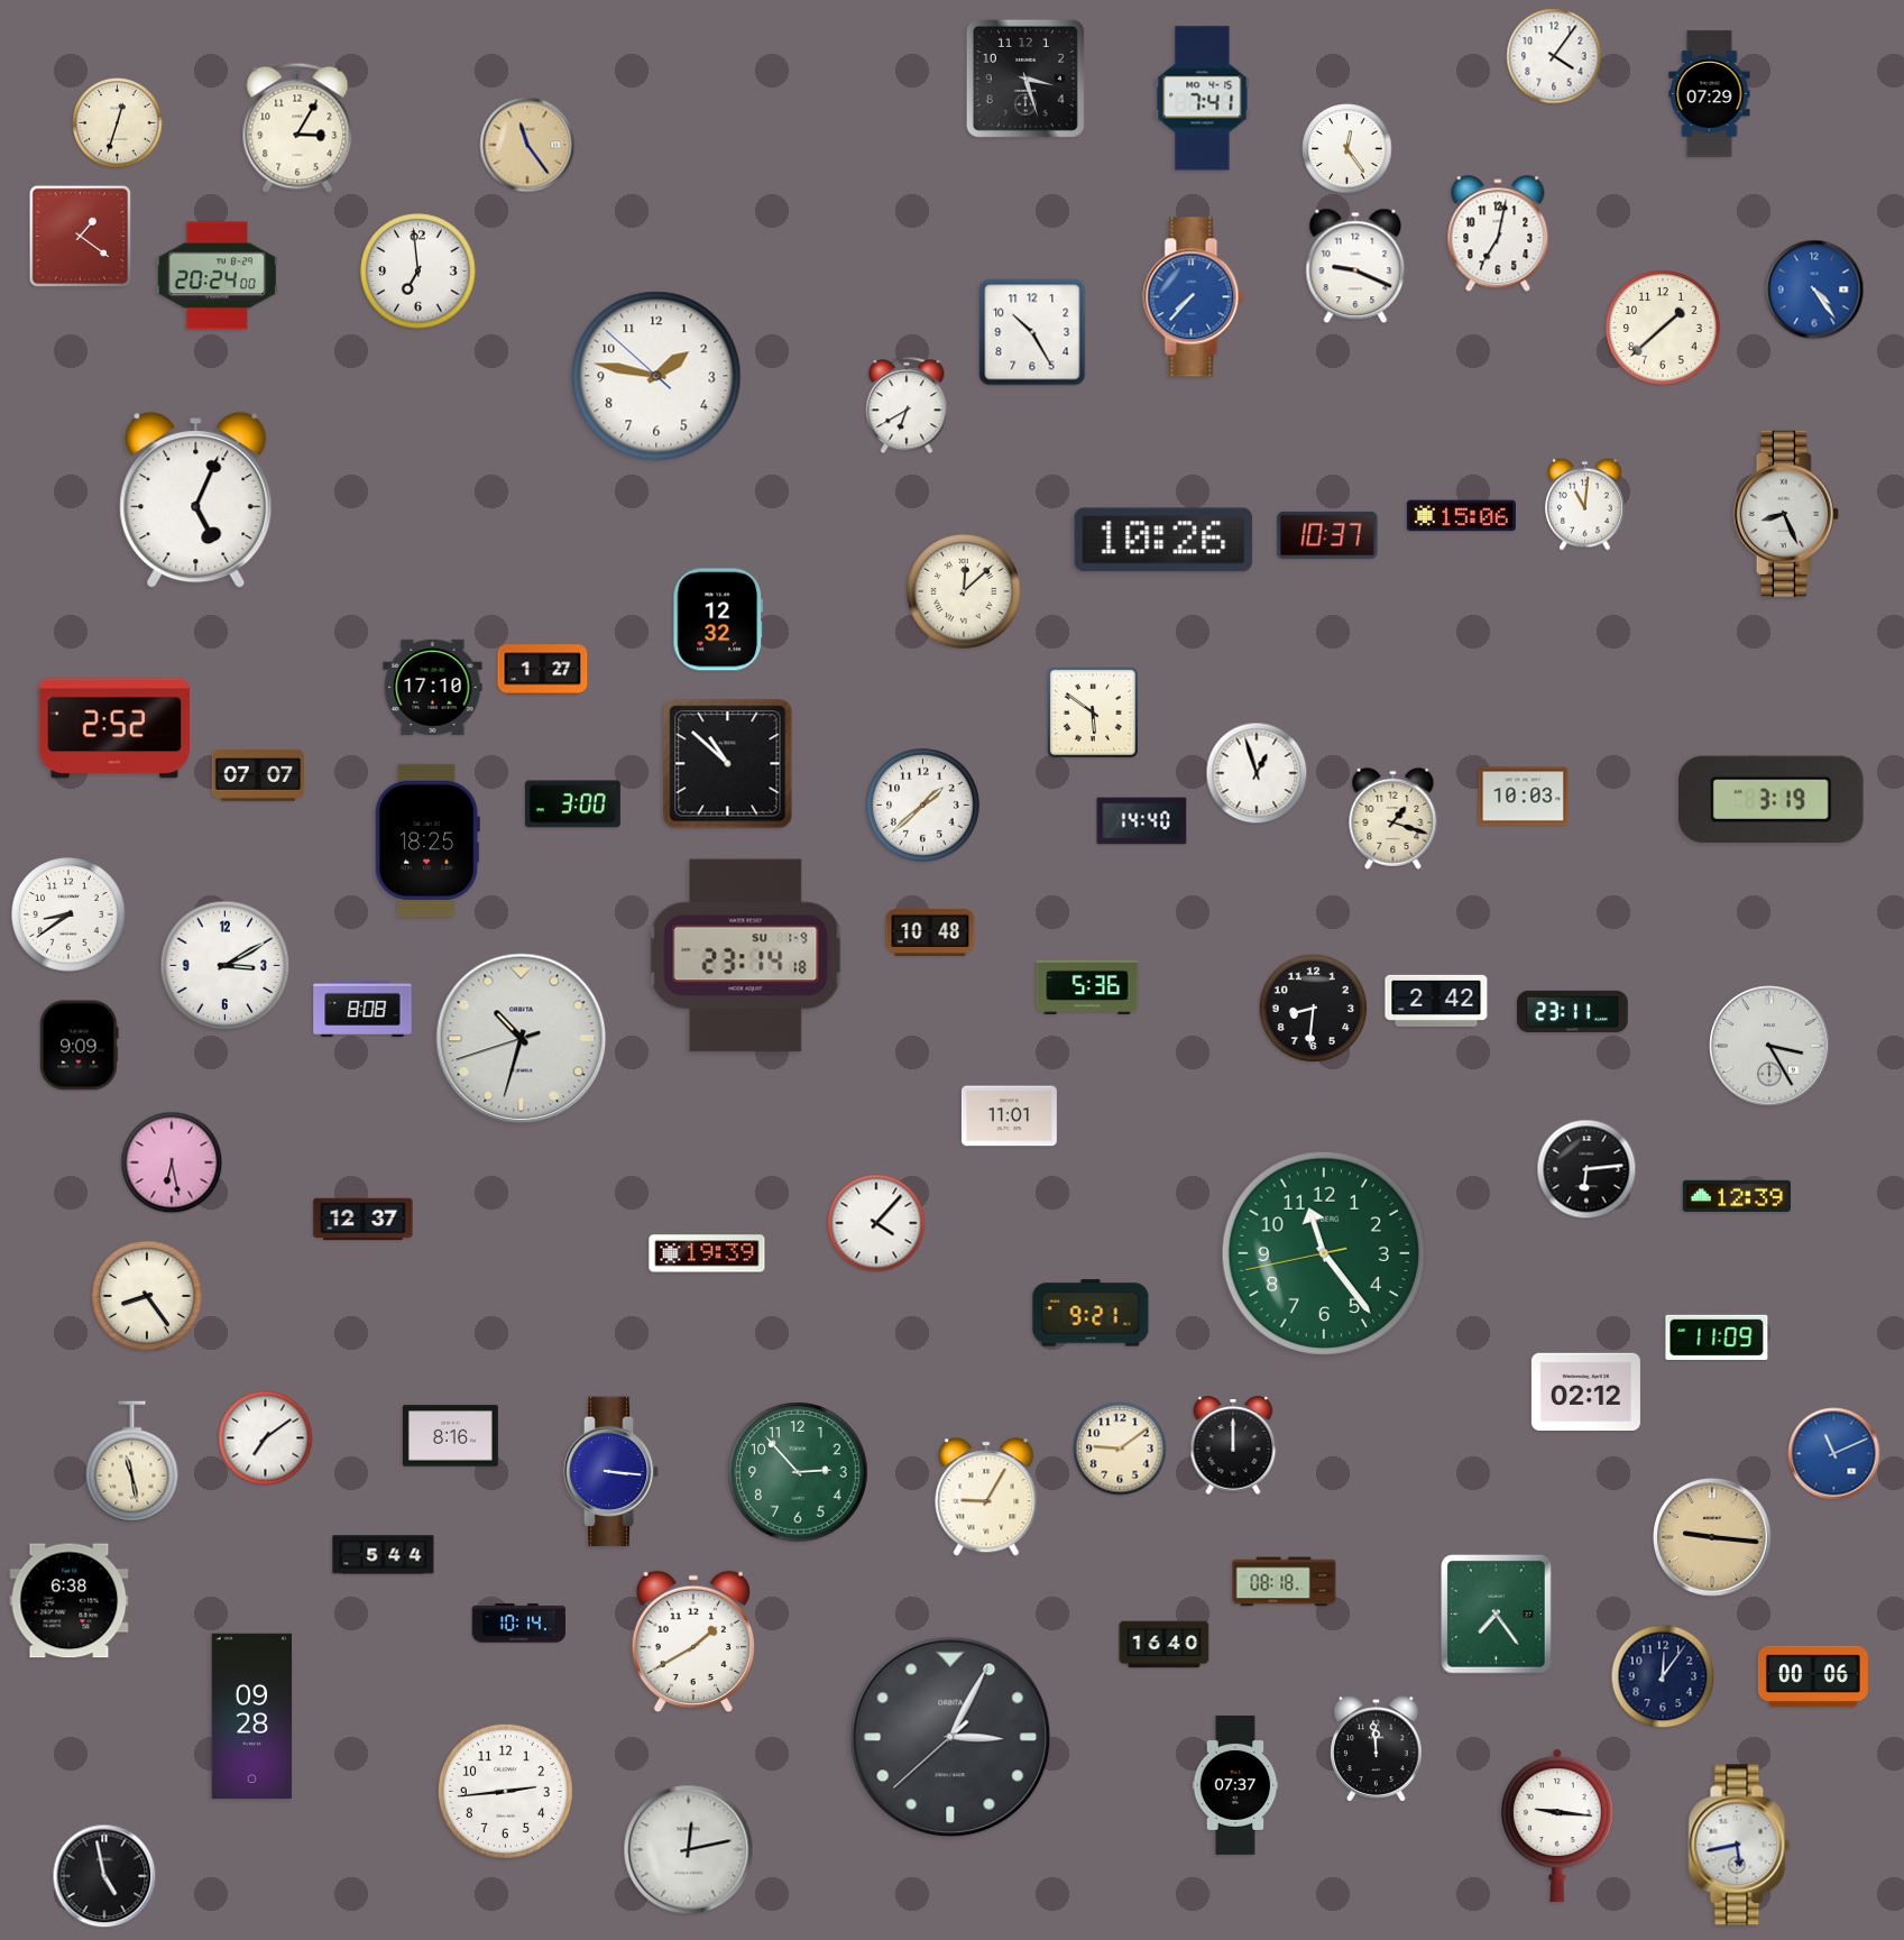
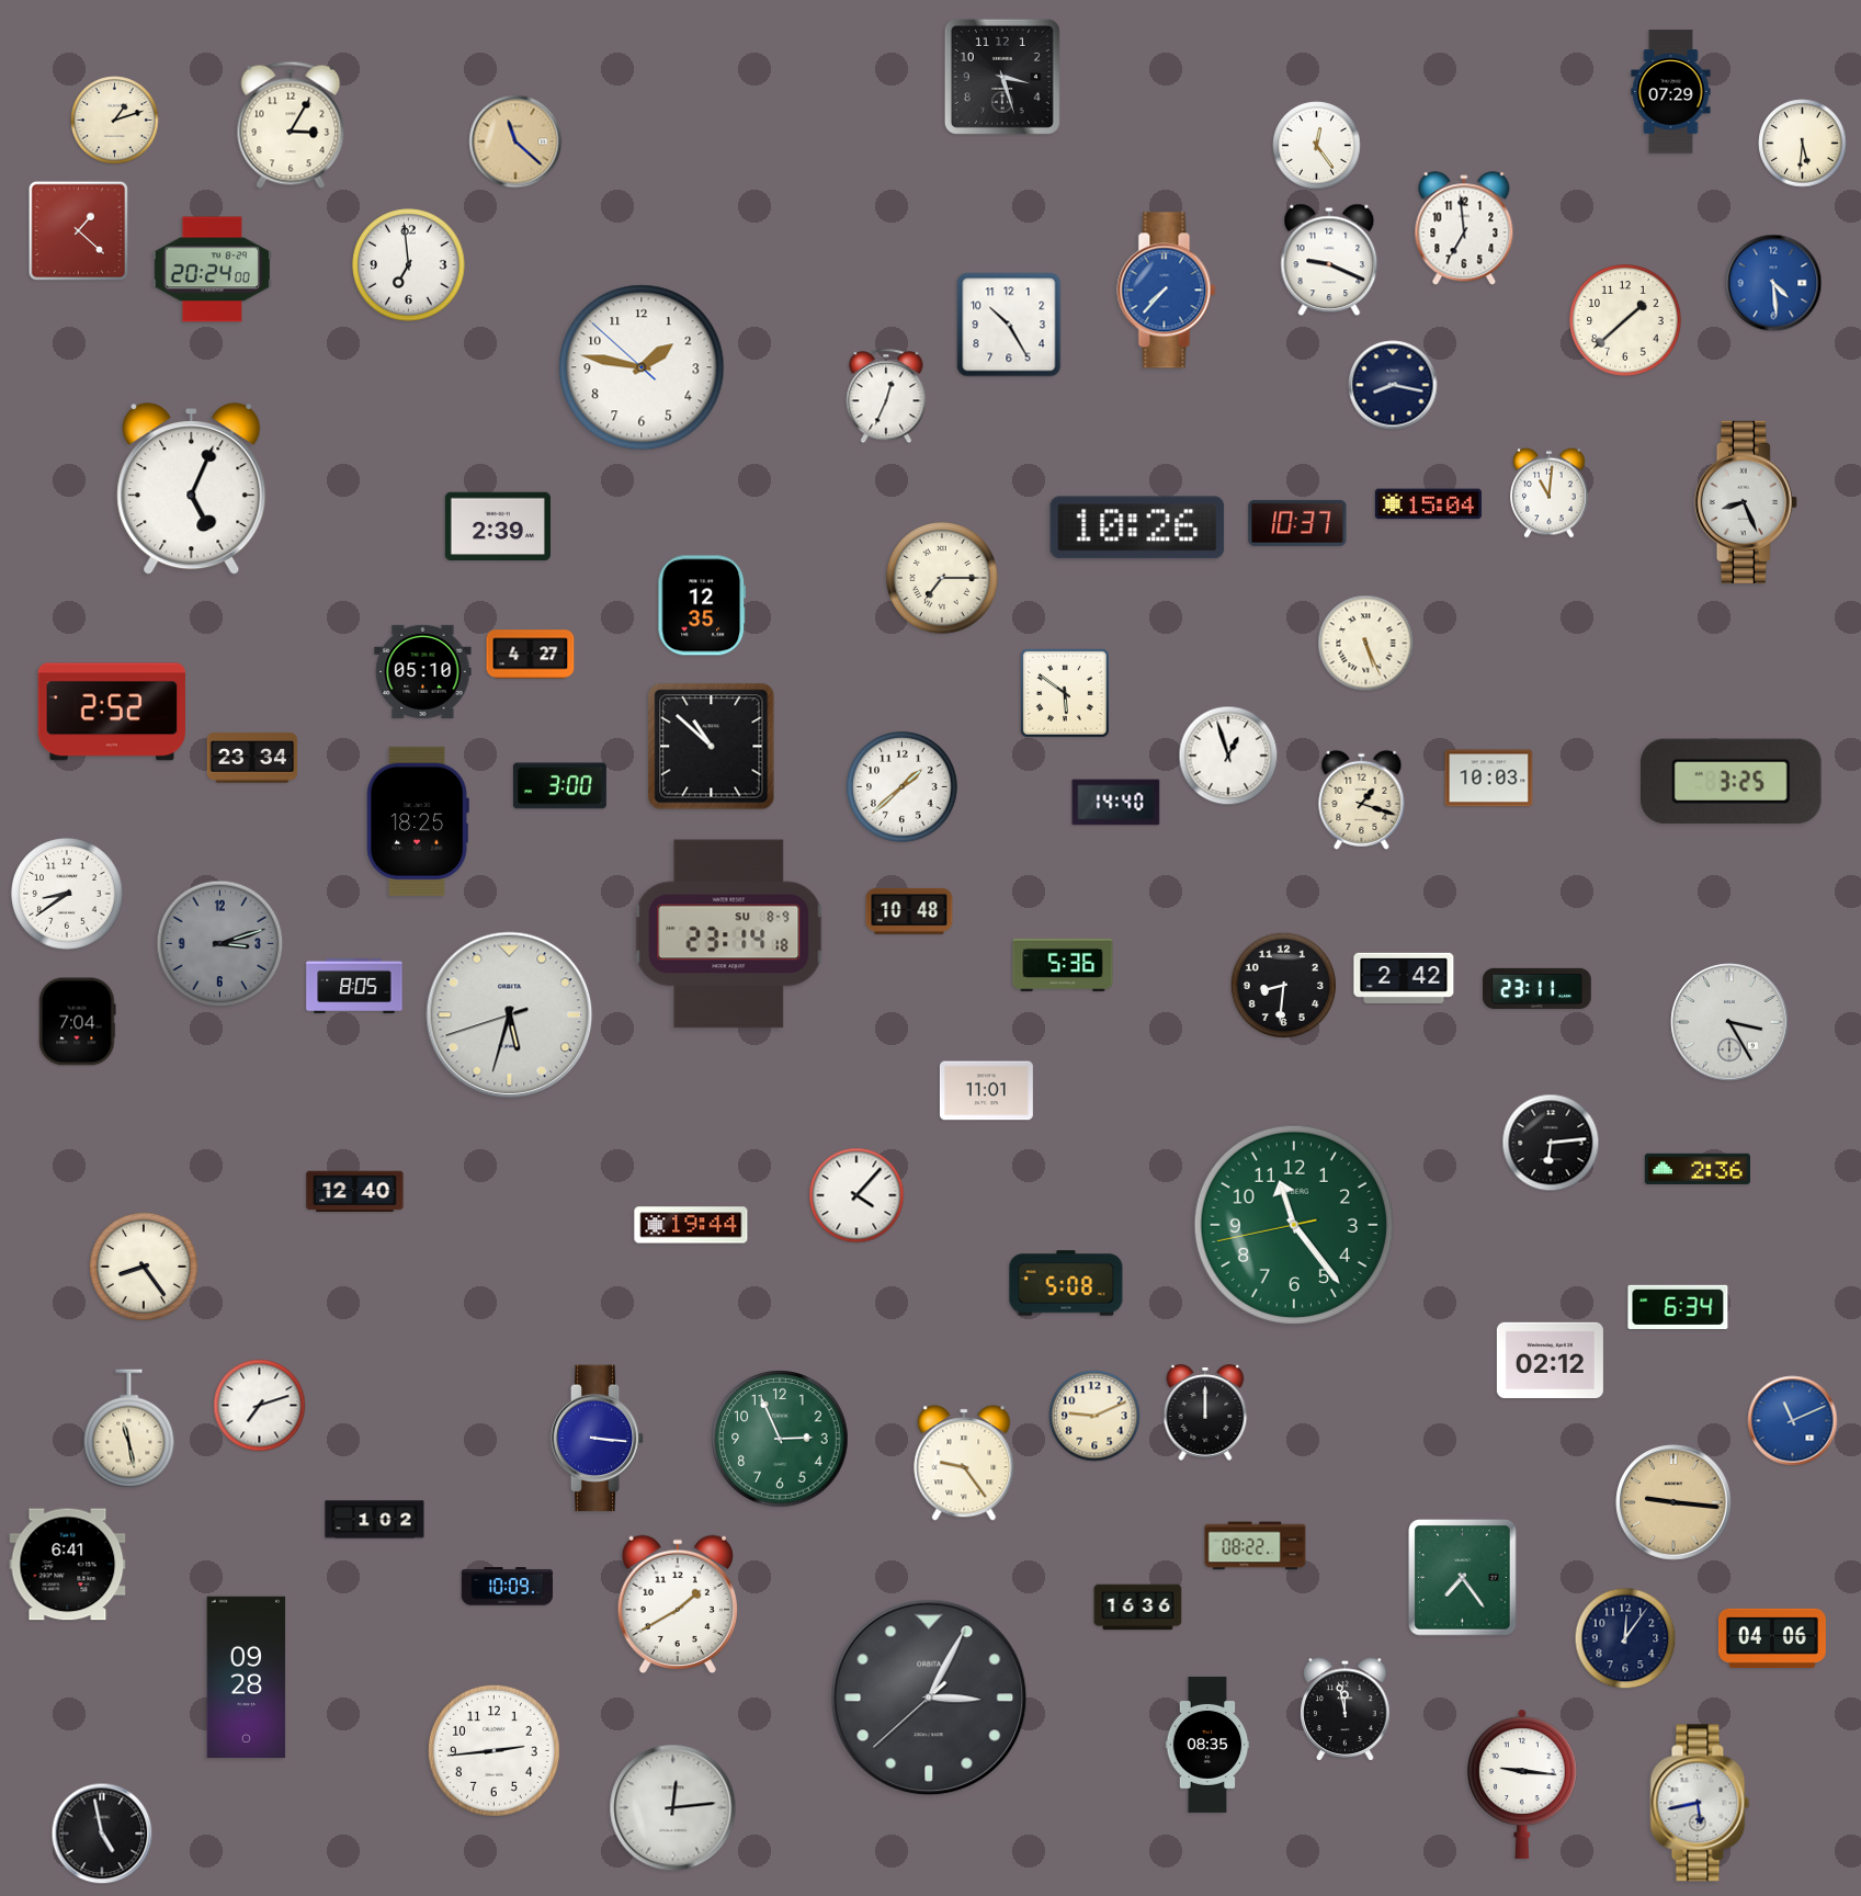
clock at (1554, 56): 4:06 -> none
clock at (1203, 99): 7:41 -> none
clock at (118, 123): 12:33 -> 1:12
clock at (527, 145): 11:24 -> 11:22
clock at (1803, 144): none -> 5:31
clock at (1498, 235): 7:02 -> 6:59
clock at (80, 236): 1:21 -> 1:22
clock at (1355, 266) position: (1355, 266) -> (1329, 260)
clock at (1814, 289): 4:24 -> 4:29
clock at (1393, 385): none -> 8:17
clock at (907, 405): 6:40 -> 12:34
clock at (1461, 516): 15:06 -> 15:04
clock at (498, 526): none -> 2:39
clock at (964, 591): 12:08 -> 7:15
clock at (718, 619): 12:32 -> 12:35
clock at (1366, 644): none -> 5:26
clock at (543, 670): 1:27 -> 4:27
clock at (433, 687): 17:10 -> 05:10
clock at (1093, 712) position: (1093, 712) -> (1065, 693)
clock at (258, 775): 07:07 -> 23:34
clock at (1772, 799): 3:19 -> 3:25
clock at (746, 956) date: SU 1-9 -> SU 8-9
clock at (226, 966): 3:10 -> 3:12
clock at (226, 966) dial: white -> grey
clock at (362, 1009): 8:08 -> 8:05
clock at (522, 1039): 10:32 -> 5:32
clock at (80, 1046): 9:09 -> 7:04
clock at (172, 1162): 6:28 -> none
clock at (1737, 1196): 12:39 -> 2:36
clock at (364, 1220): 12:37 -> 12:40
clock at (707, 1253): 19:39 -> 19:44
clock at (1091, 1313): 9:21 -> 5:08
clock at (1717, 1337): 11:09 -> 6:34
clock at (450, 1436): 8:16 -> none
clock at (266, 1438): 7:09 -> 7:12
clock at (1120, 1449): 9:09 -> 9:11
clock at (798, 1472): 2:53 -> 2:56
clock at (986, 1497): 9:05 -> 9:24
clock at (384, 1555): 5:44 -> 1:02
clock at (1285, 1582): 08:18 -> 08:22
clock at (70, 1601): 6:38 -> 6:41
clock at (518, 1624): 10:14 -> 10:09
clock at (1165, 1645): 16:40 -> 16:36
clock at (1813, 1676): 00:06 -> 04:06
clock at (1377, 1749): 11:59 -> 11:58
clock at (1235, 1785): 07:37 -> 08:35
clock at (689, 1850): 12:13 -> 12:14
